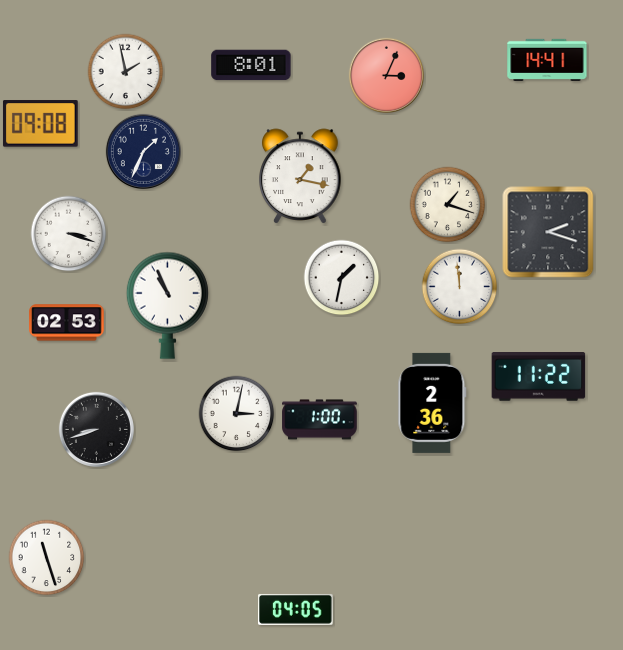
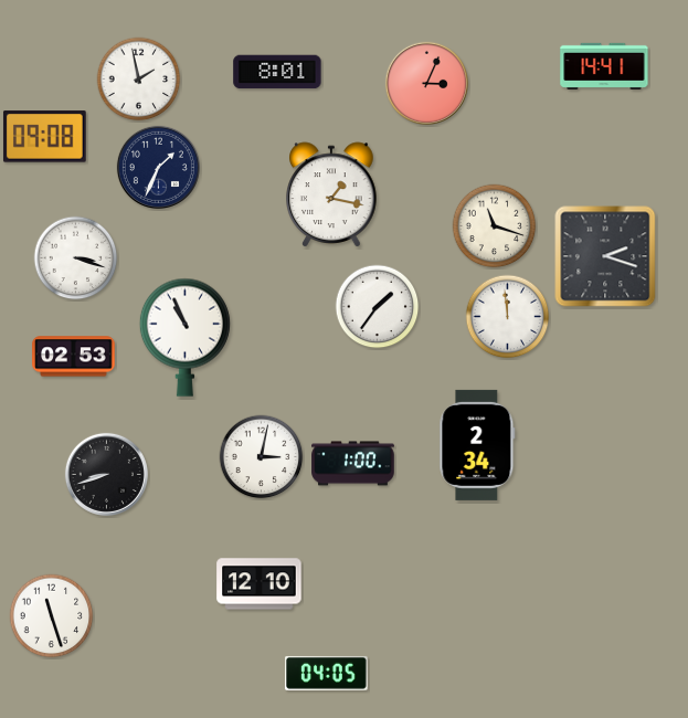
clock at (448, 205): 1:18 -> 11:18
clock at (342, 278): 1:32 -> 1:36
clock at (539, 377): 11:22 -> none
clock at (432, 403): 2:36 -> 2:34
clock at (260, 584): none -> 12:10
